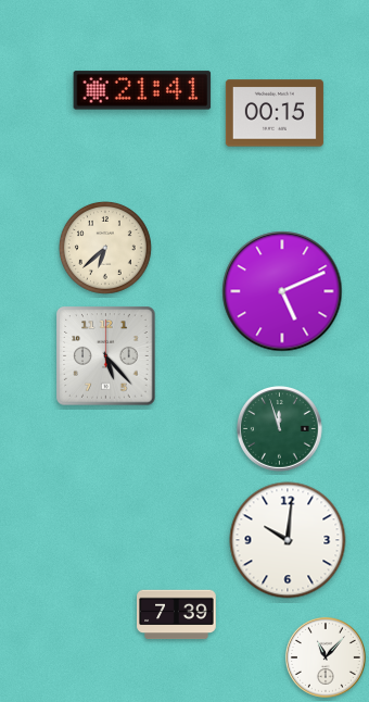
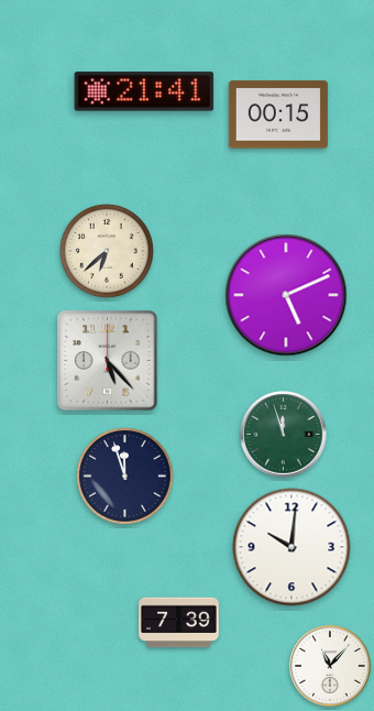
clock at (125, 477): none -> 11:57
